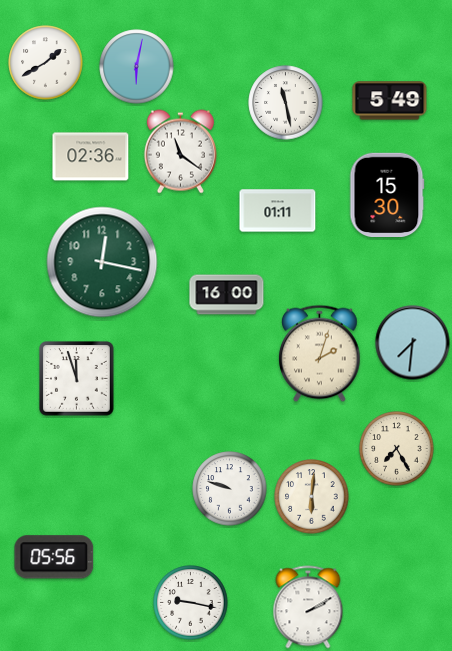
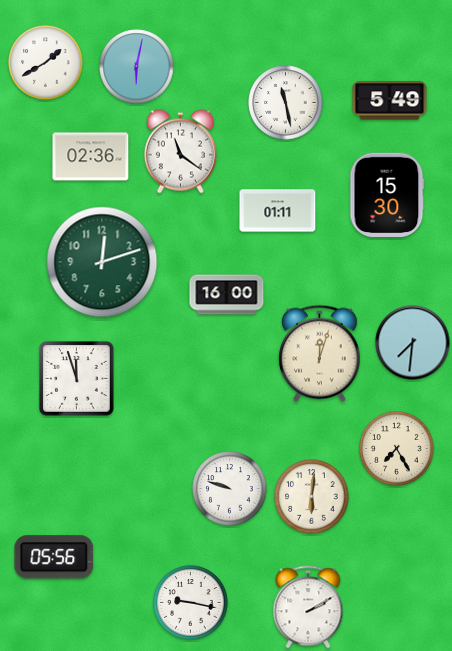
clock at (102, 262): 12:17 -> 12:12
clock at (320, 354): 2:03 -> 12:03
